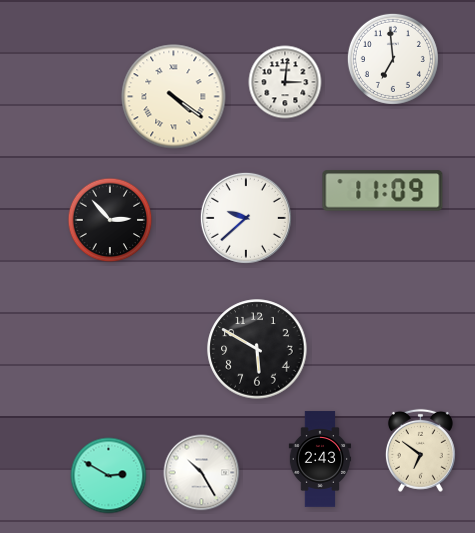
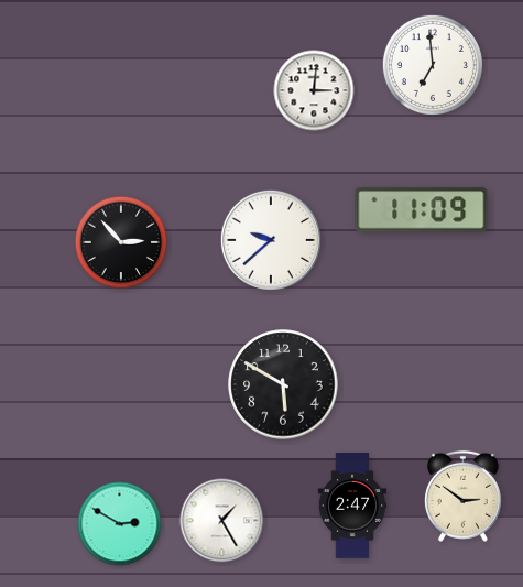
clock at (174, 97): 4:21 -> none
clock at (420, 450): 6:51 -> 2:51
clock at (320, 459): 2:43 -> 2:47
clock at (202, 473): 10:25 -> 1:25
